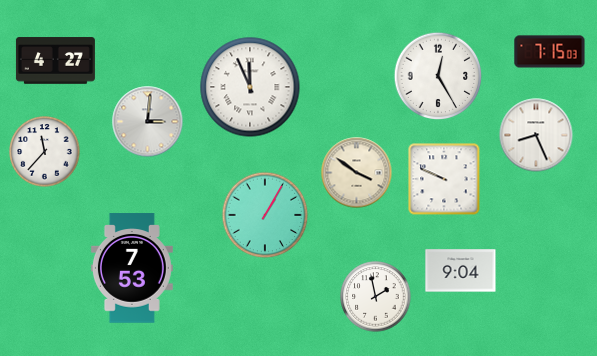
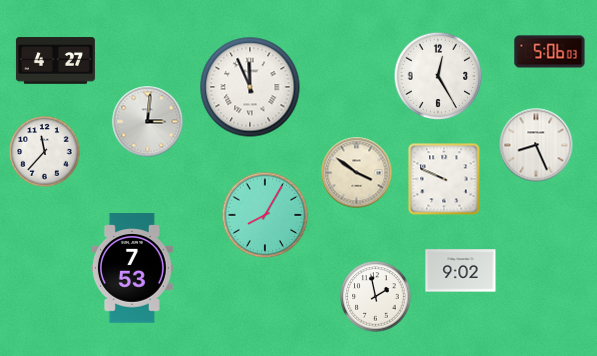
clock at (550, 52): 7:15 -> 5:06
clock at (536, 135) position: (536, 135) -> (536, 145)
clock at (265, 215): 1:05 -> 8:05
clock at (461, 271): 9:04 -> 9:02
